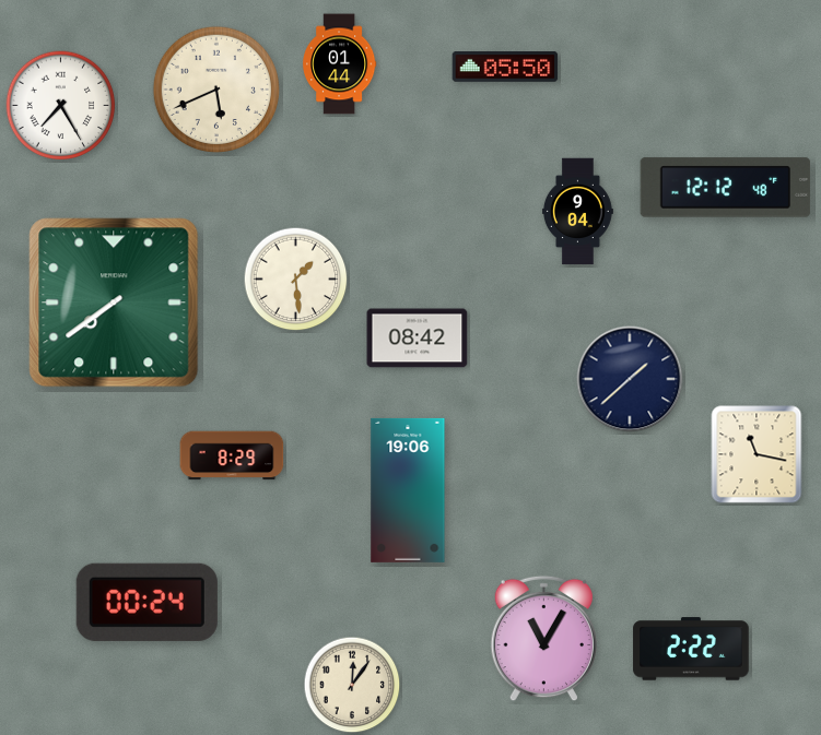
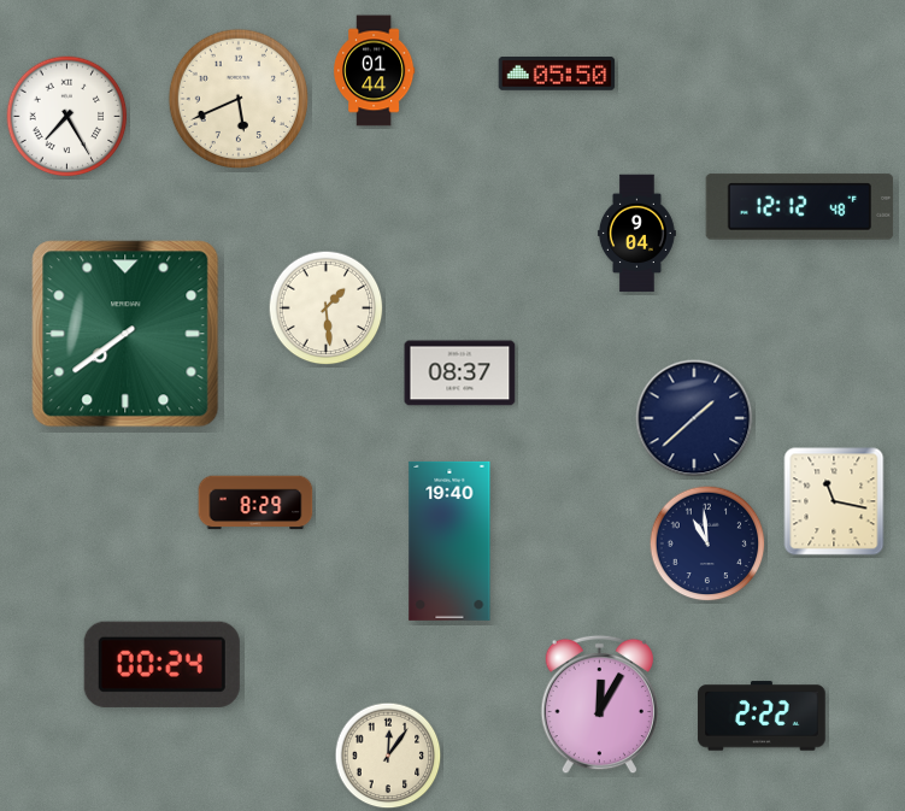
clock at (418, 339): 08:42 -> 08:37
clock at (408, 490): 19:06 -> 19:40
clock at (707, 543): none -> 10:59
clock at (543, 639): 11:05 -> 12:05
